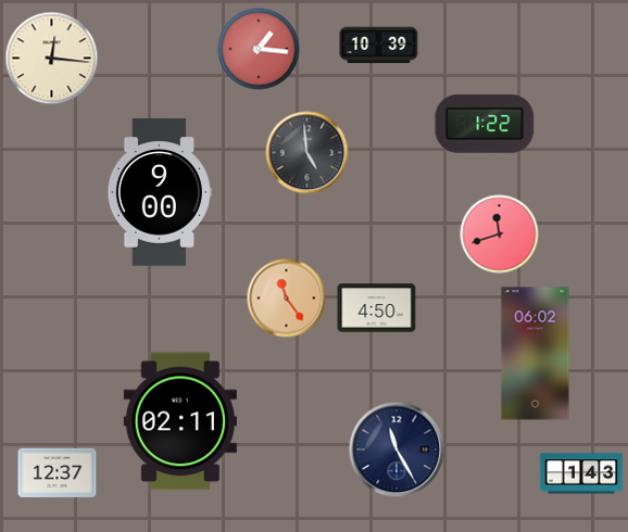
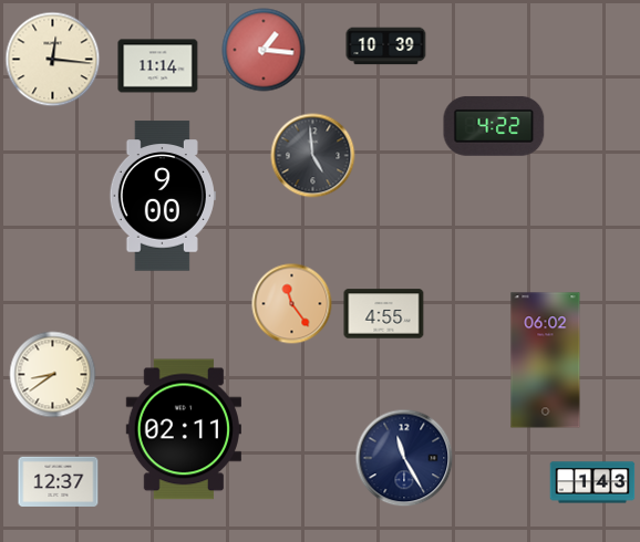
clock at (158, 66): none -> 11:14
clock at (485, 124): 1:22 -> 4:22
clock at (500, 235): 11:42 -> none
clock at (377, 308): 4:50 -> 4:55
clock at (53, 375): none -> 8:39
